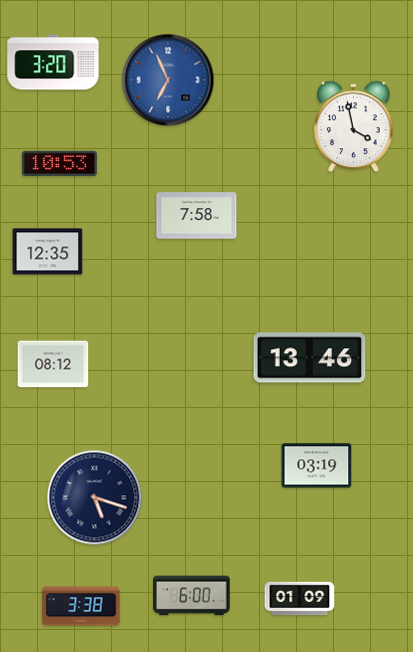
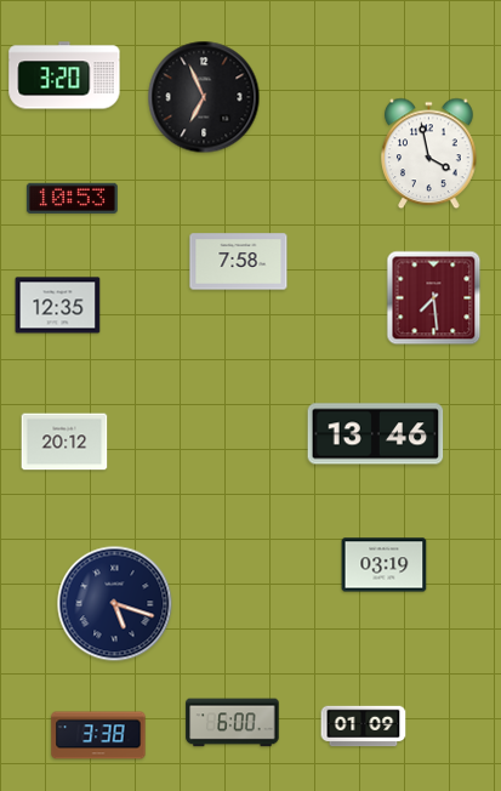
clock at (168, 80) dial: blue -> black
clock at (434, 298): none -> 7:29
clock at (53, 364): 08:12 -> 20:12
